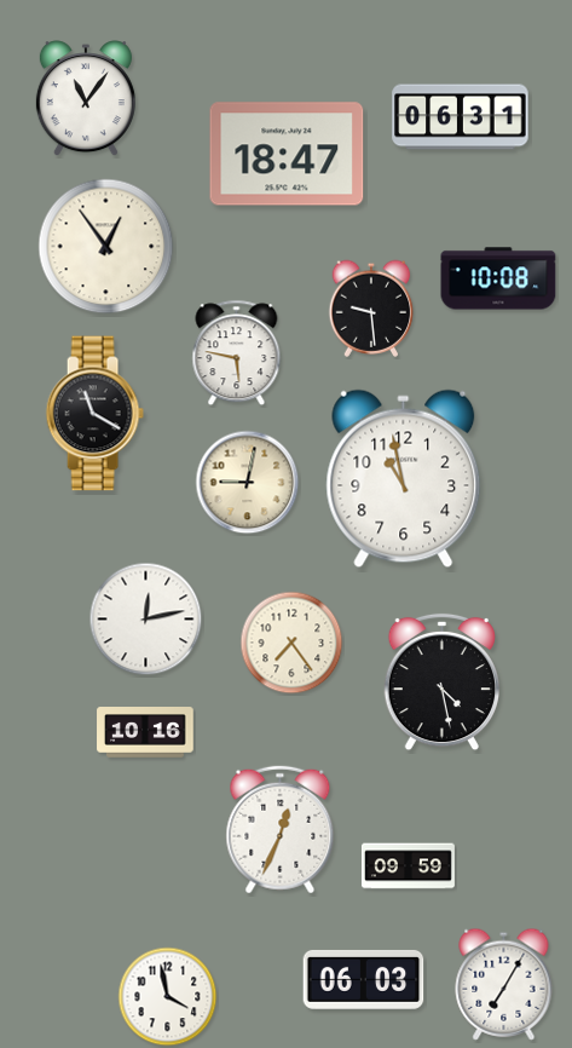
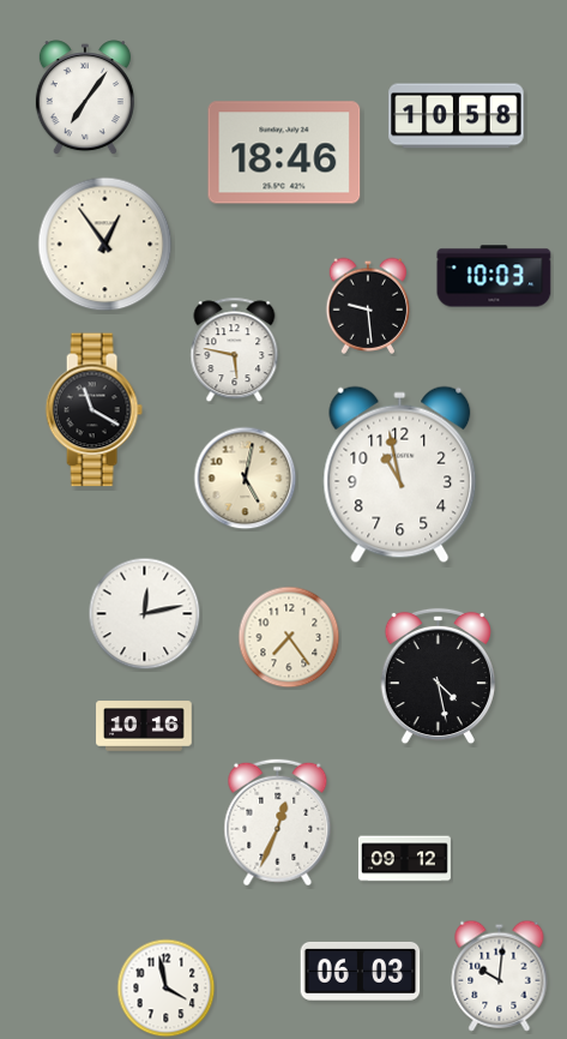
clock at (86, 99): 11:06 -> 7:06
clock at (461, 117): 06:31 -> 10:58
clock at (287, 154): 18:47 -> 18:46
clock at (498, 278): 10:08 -> 10:03
clock at (248, 483): 9:02 -> 5:02
clock at (408, 866): 09:59 -> 09:12
clock at (504, 984): 7:05 -> 10:01
